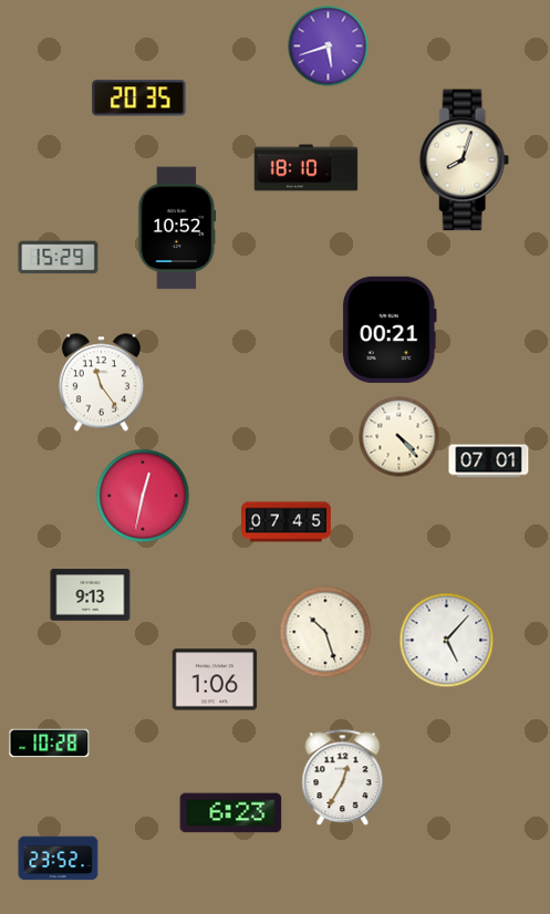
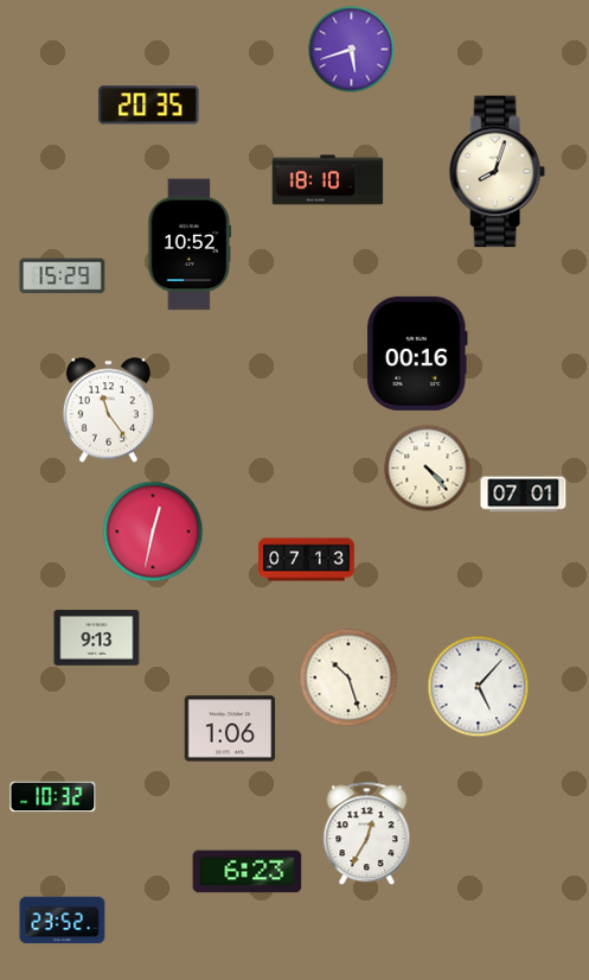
clock at (390, 330): 00:21 -> 00:16
clock at (287, 522): 07:45 -> 07:13
clock at (50, 744): 10:28 -> 10:32
